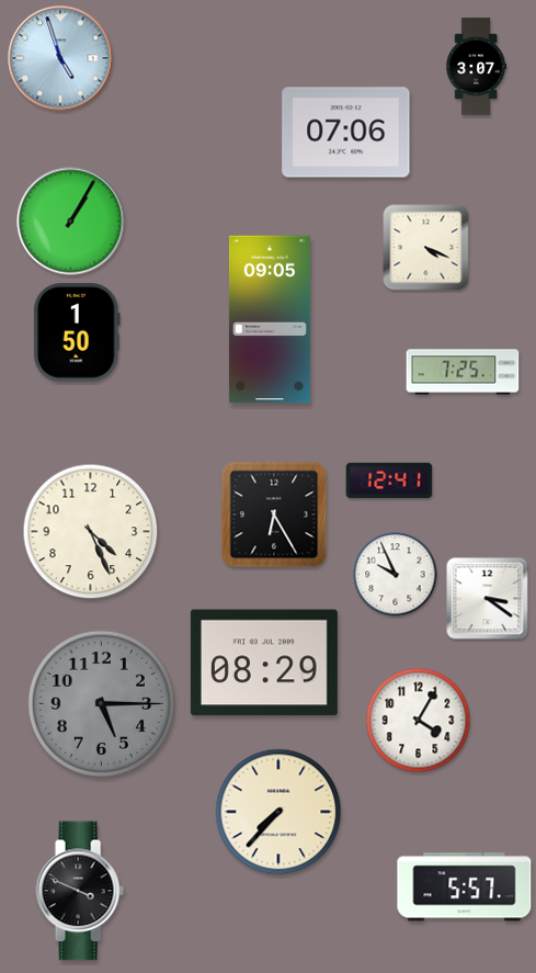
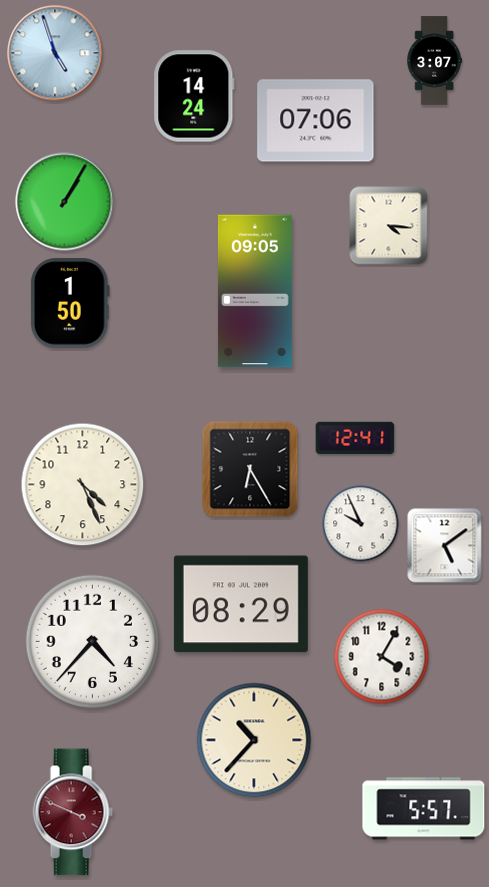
clock at (194, 96): none -> 14:24
clock at (426, 248): 4:19 -> 4:16
clock at (270, 319) position: (270, 319) -> (255, 291)
clock at (463, 372): 7:25 -> none
clock at (488, 599): 3:21 -> 5:09
clock at (101, 703): 5:15 -> 4:37
clock at (101, 703) dial: grey -> white
clock at (278, 812): 7:37 -> 10:37
clock at (80, 891) dial: black -> burgundy
